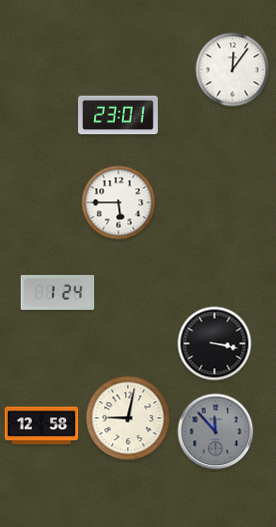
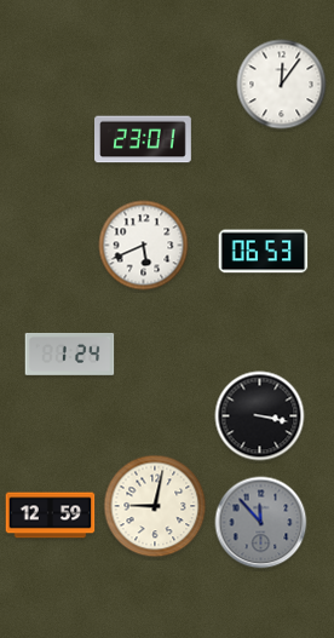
clock at (119, 203): 5:45 -> 5:41
clock at (264, 252): none -> 06:53
clock at (42, 426): 12:58 -> 12:59
